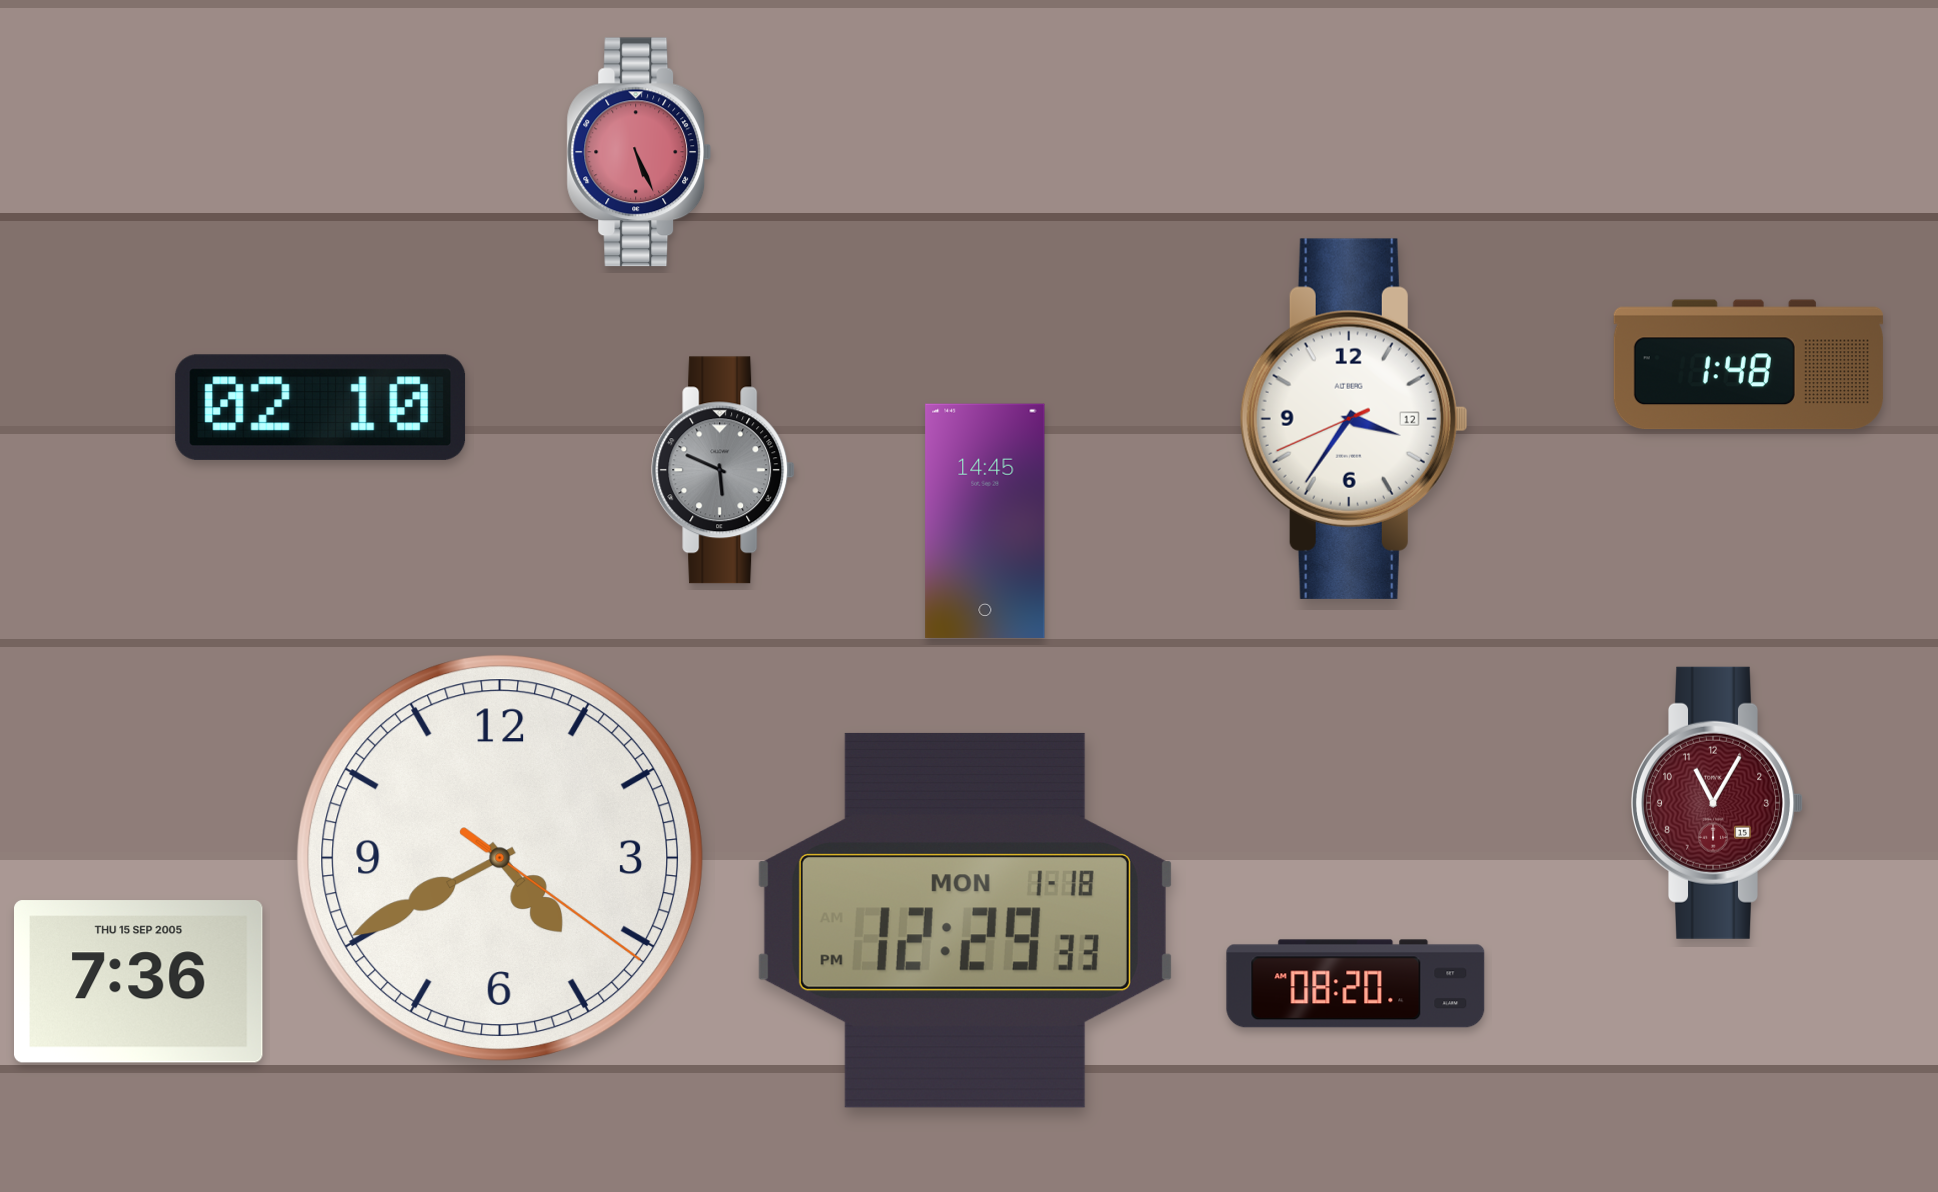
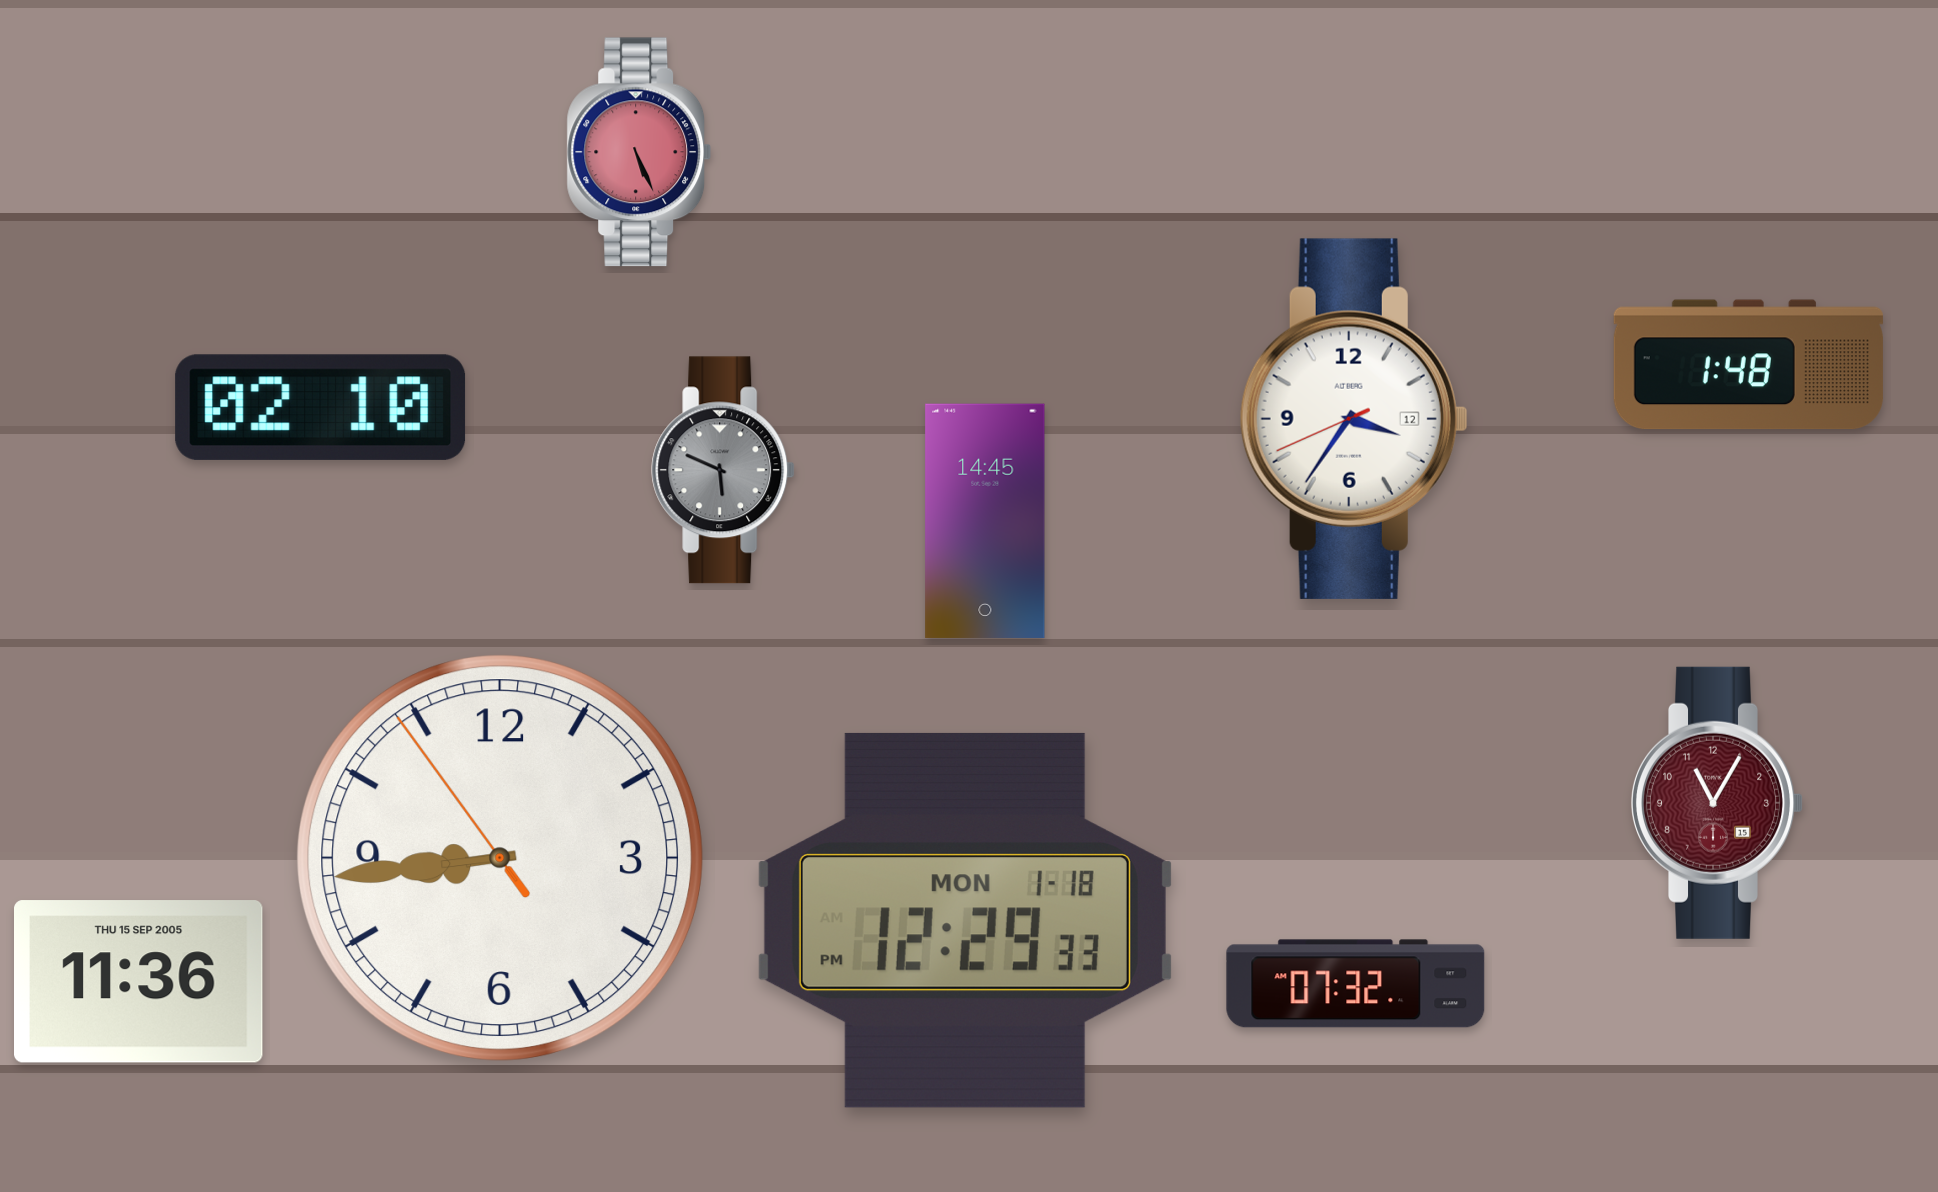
clock at (500, 858): 4:40 -> 8:43
clock at (139, 982): 7:36 -> 11:36
clock at (1356, 984): 08:20 -> 07:32
